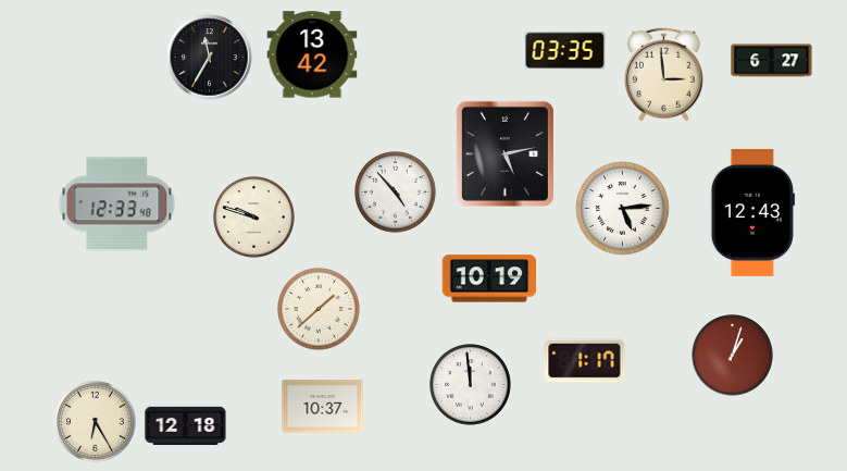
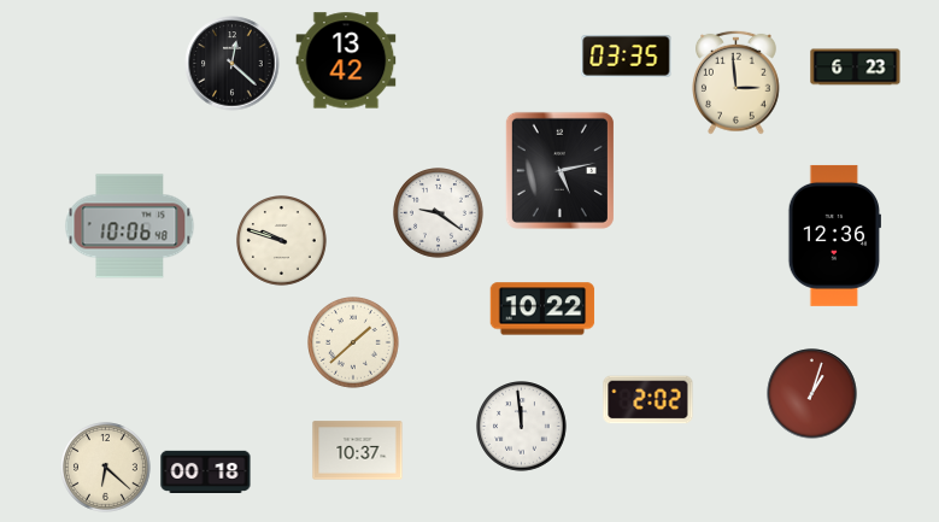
clock at (210, 58): 11:35 -> 12:22
clock at (772, 61): 6:27 -> 6:23
clock at (396, 193): 4:53 -> 9:21
clock at (117, 204): 12:33 -> 10:06
clock at (623, 209): 5:14 -> none
clock at (752, 212): 12:43 -> 12:36
clock at (489, 278): 10:19 -> 10:22
clock at (585, 361): 1:17 -> 2:02
clock at (96, 422): 6:25 -> 6:22
clock at (186, 425): 12:18 -> 00:18
